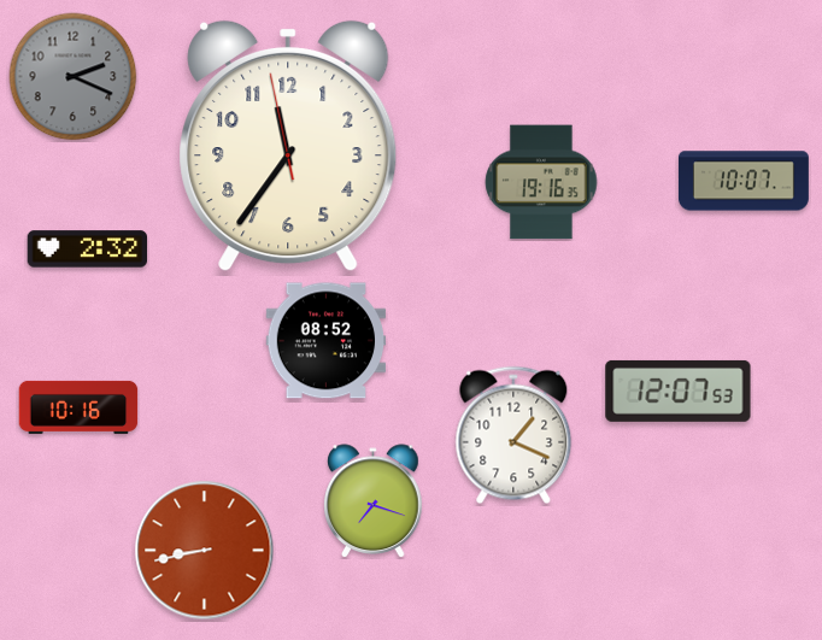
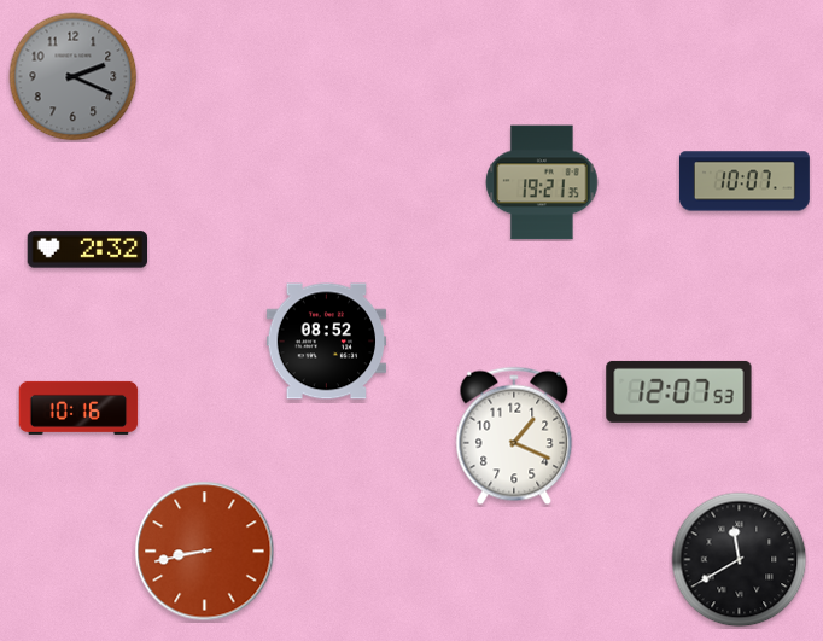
clock at (288, 146): 11:35 -> none
clock at (541, 182): 19:16 -> 19:21
clock at (374, 501): 7:18 -> none
clock at (740, 560): none -> 11:40
